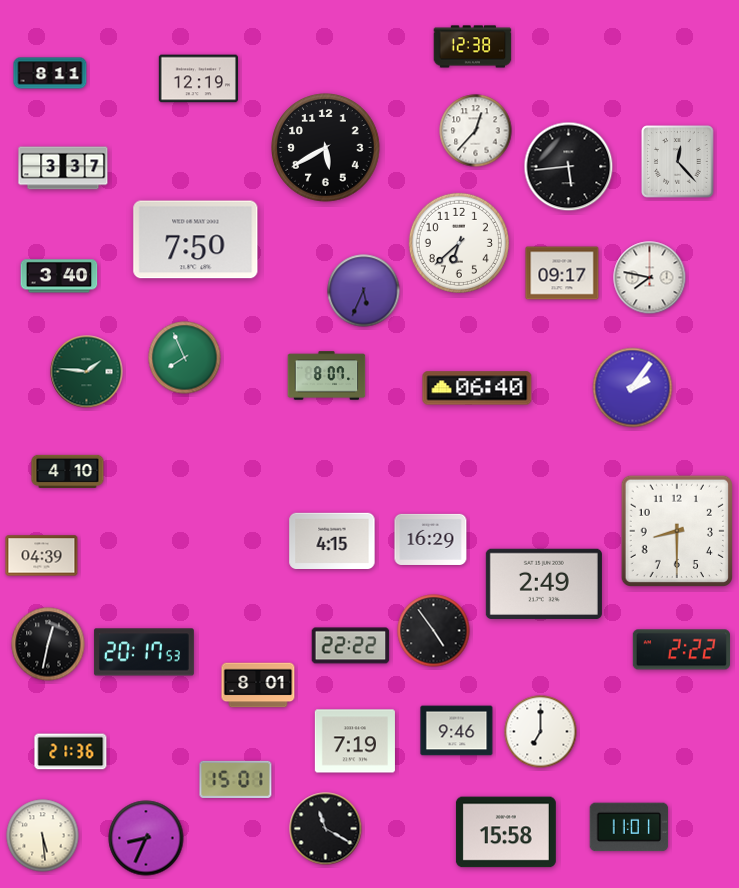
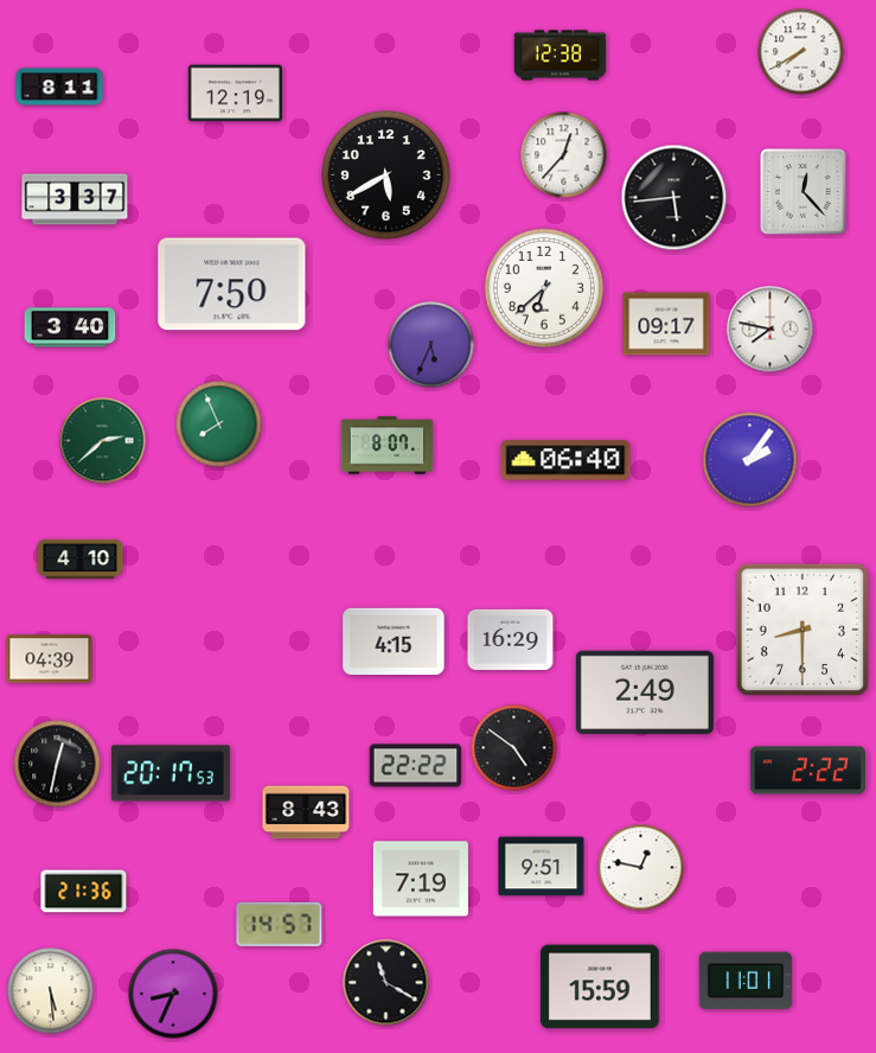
clock at (801, 52): none -> 7:40
clock at (87, 372): 1:46 -> 2:38
clock at (434, 631): 4:54 -> 4:51
clock at (258, 685): 8:01 -> 8:43
clock at (457, 731): 9:46 -> 9:51
clock at (541, 732): 7:00 -> 12:47
clock at (236, 779): 15:01 -> 14:57
clock at (506, 832): 15:58 -> 15:59
